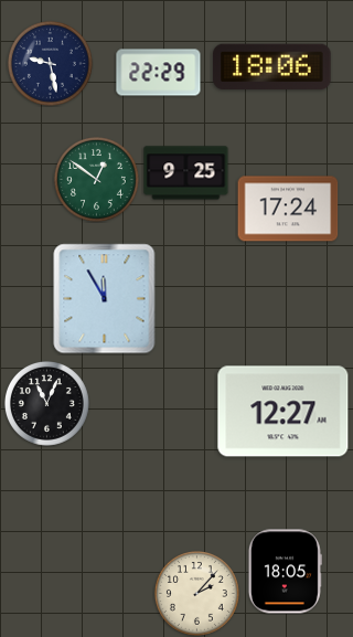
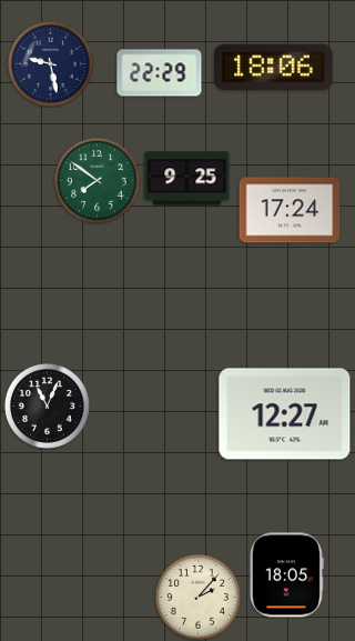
clock at (186, 173) position: (186, 173) -> (187, 179)
clock at (96, 179): 12:51 -> 7:51
clock at (105, 299): 11:55 -> none
